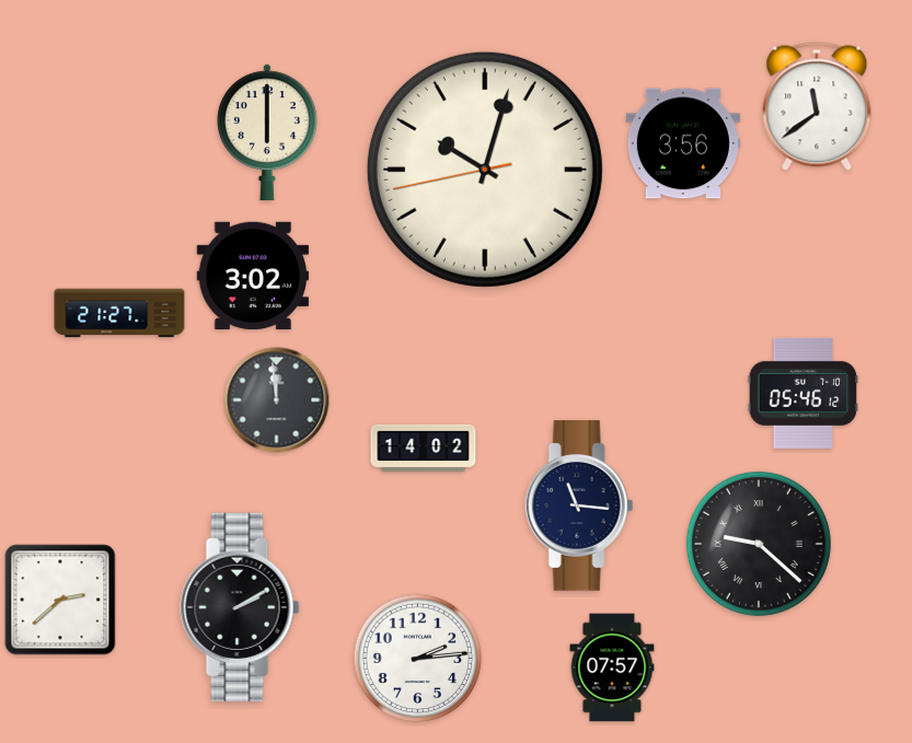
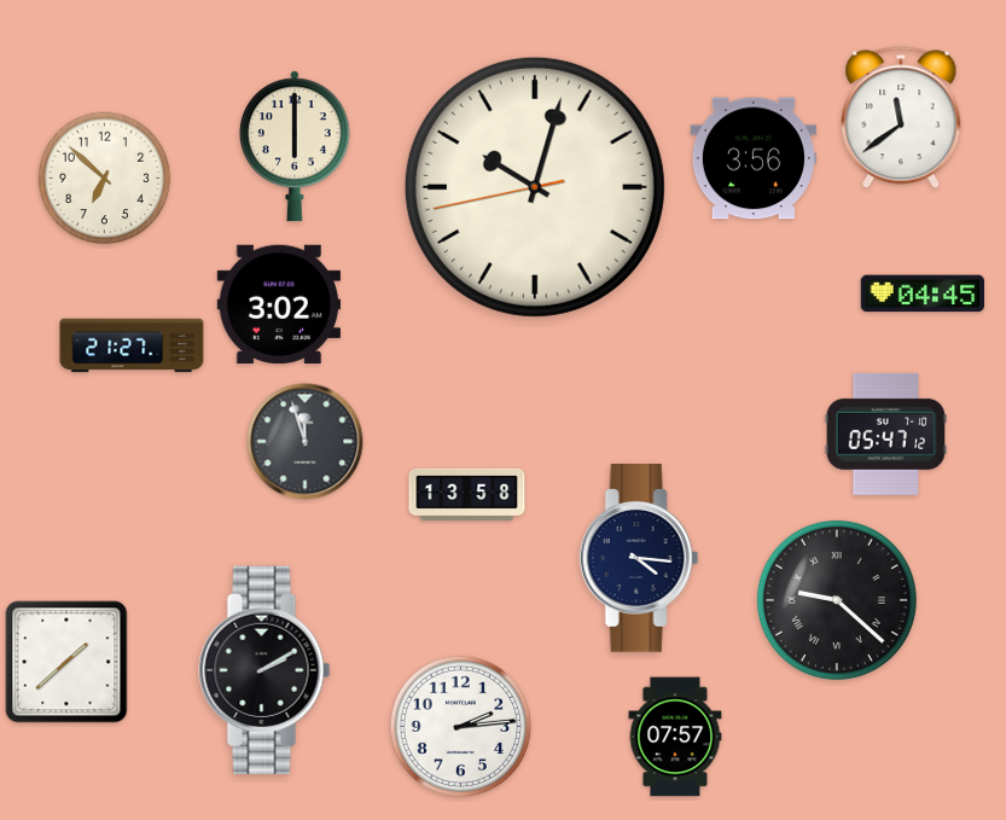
clock at (105, 179): none -> 6:52
clock at (923, 293): none -> 04:45
clock at (804, 393): 05:46 -> 05:47
clock at (277, 400): 11:59 -> 11:57
clock at (424, 448): 14:02 -> 13:58
clock at (579, 507): 11:16 -> 4:16
clock at (60, 600): 2:38 -> 1:38
